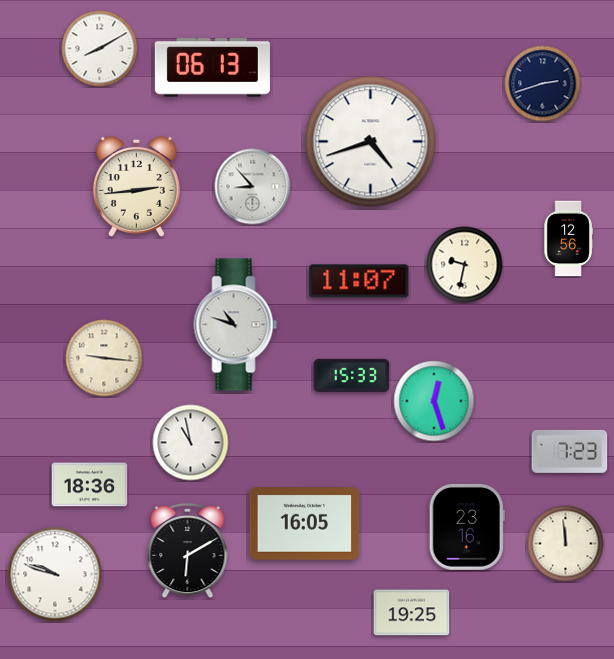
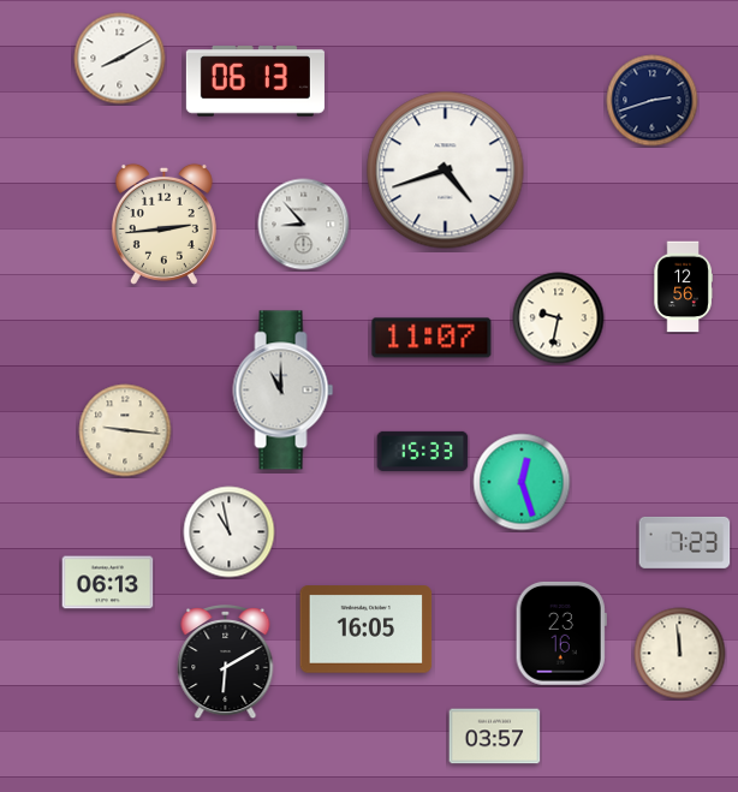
clock at (236, 325): 10:48 -> 11:00
clock at (90, 485): 18:36 -> 06:13
clock at (55, 574): 9:48 -> none
clock at (412, 613): 19:25 -> 03:57
